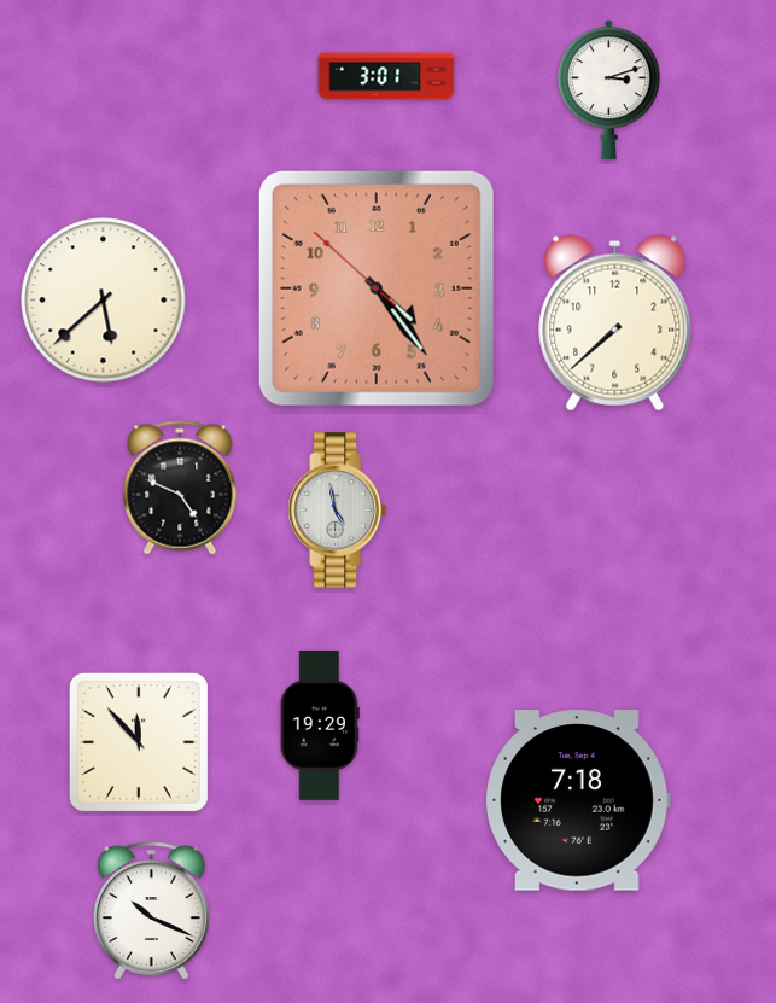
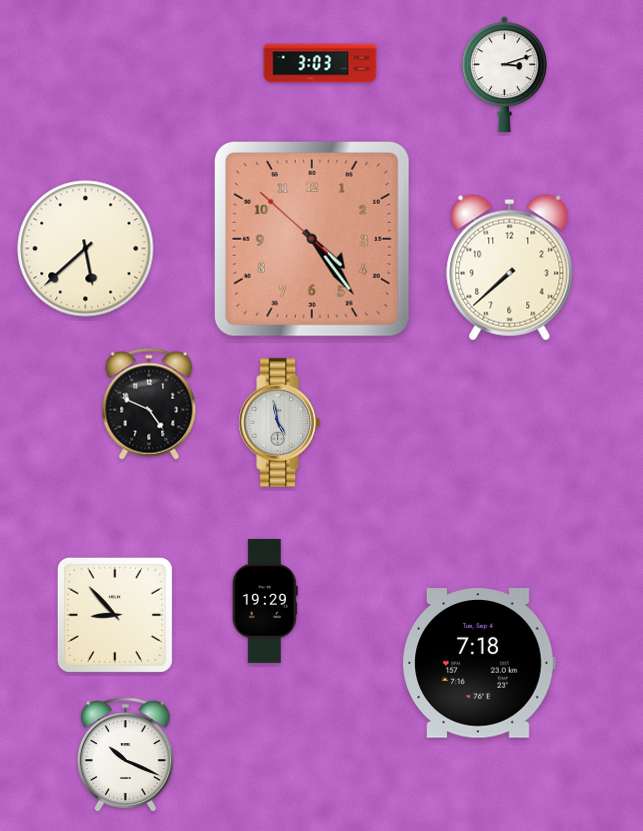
clock at (386, 76): 3:01 -> 3:03
clock at (139, 742): 11:53 -> 8:53
